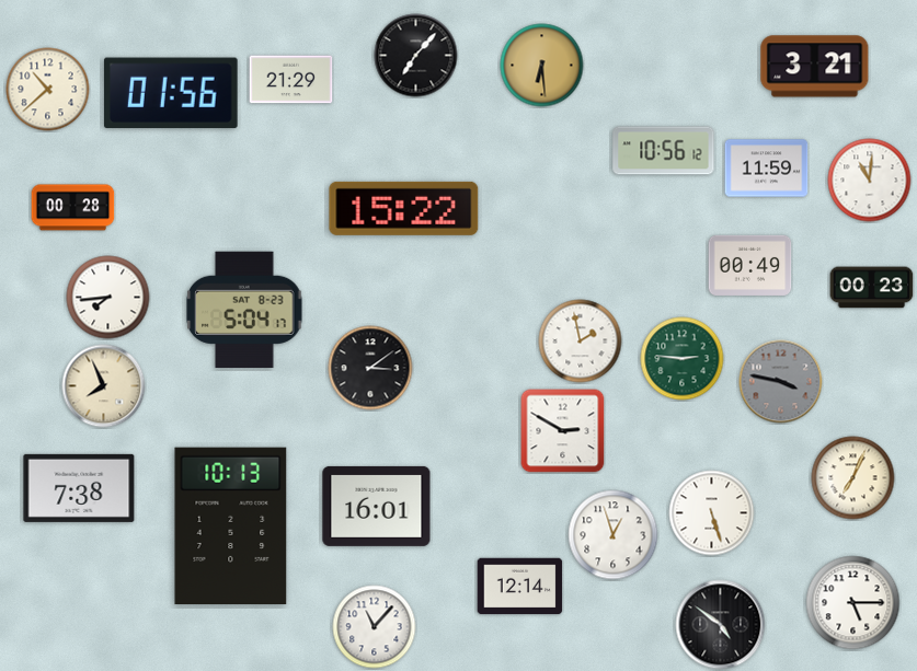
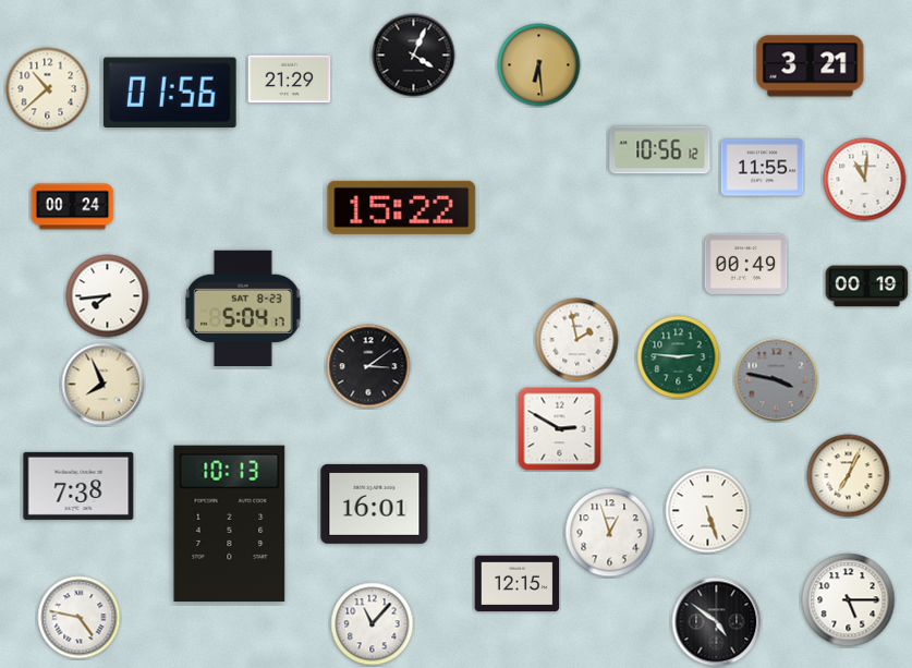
clock at (416, 56): 7:07 -> 4:04
clock at (767, 169): 11:59 -> 11:55
clock at (73, 208): 00:28 -> 00:24
clock at (872, 288): 00:23 -> 00:19
clock at (520, 587): 12:14 -> 12:15
clock at (80, 618): none -> 4:47
